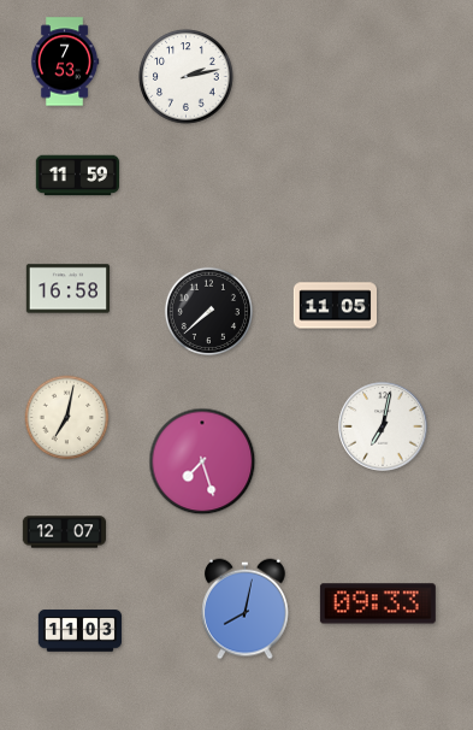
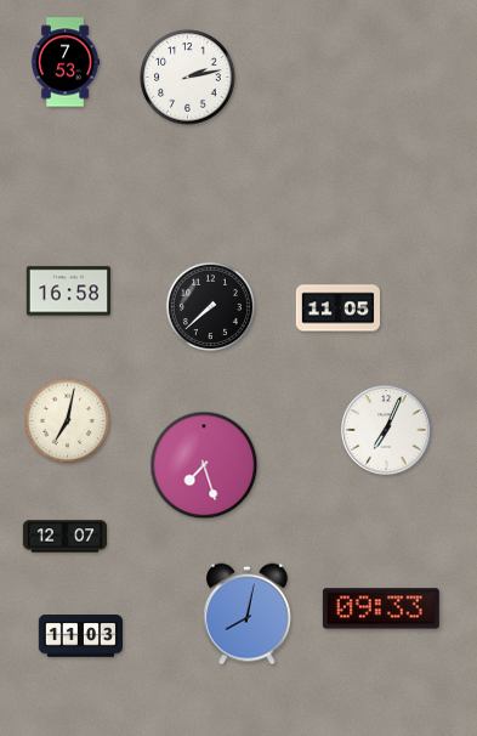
clock at (77, 176): 11:59 -> none
clock at (208, 311) position: (208, 311) -> (210, 306)
clock at (383, 426): 7:02 -> 7:04
